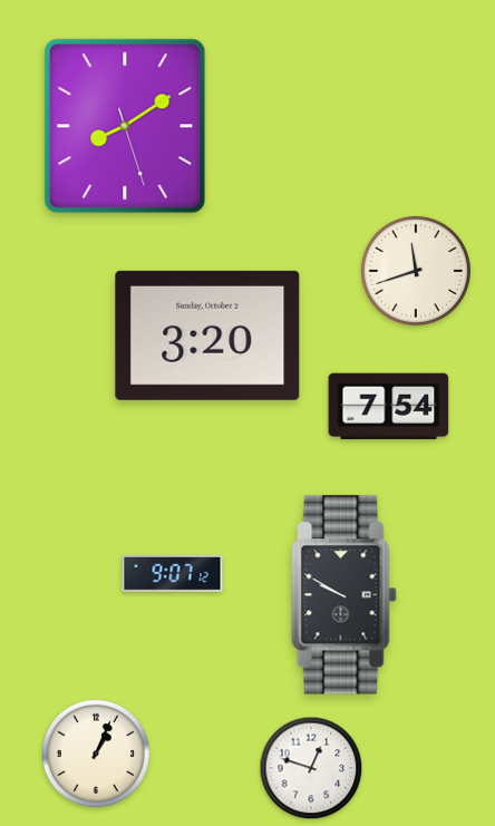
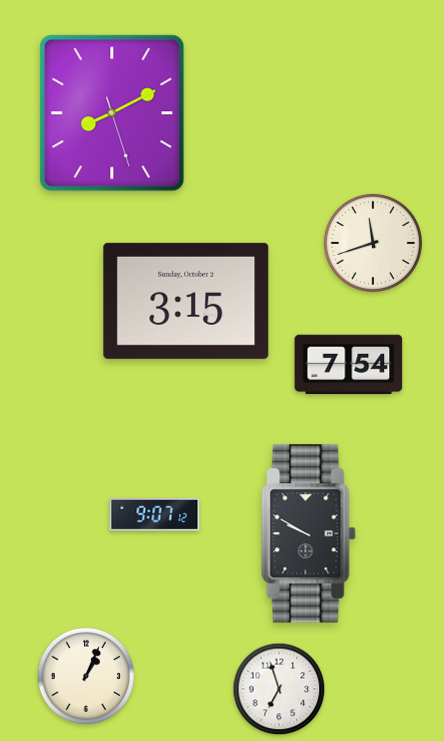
clock at (125, 126): 8:09 -> 8:10
clock at (207, 336): 3:20 -> 3:15
clock at (311, 768): 12:48 -> 6:57
